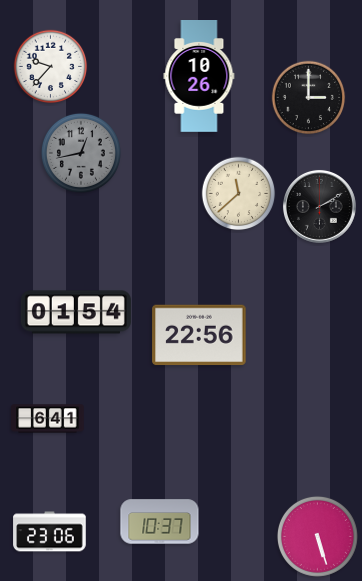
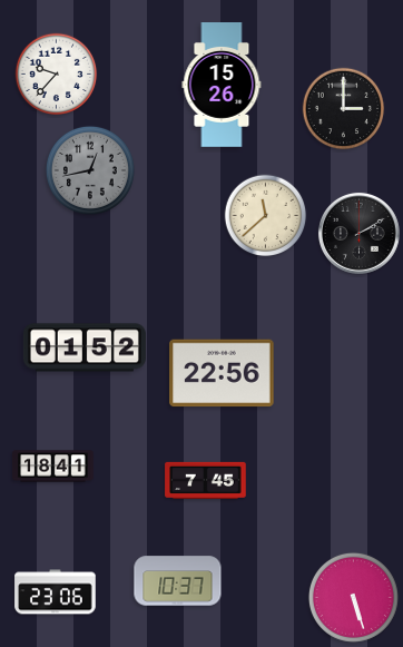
clock at (199, 77): 10:26 -> 15:26
clock at (319, 206) position: (319, 206) -> (358, 233)
clock at (76, 312): 01:54 -> 01:52
clock at (48, 419): 6:41 -> 18:41
clock at (206, 480): none -> 7:45
